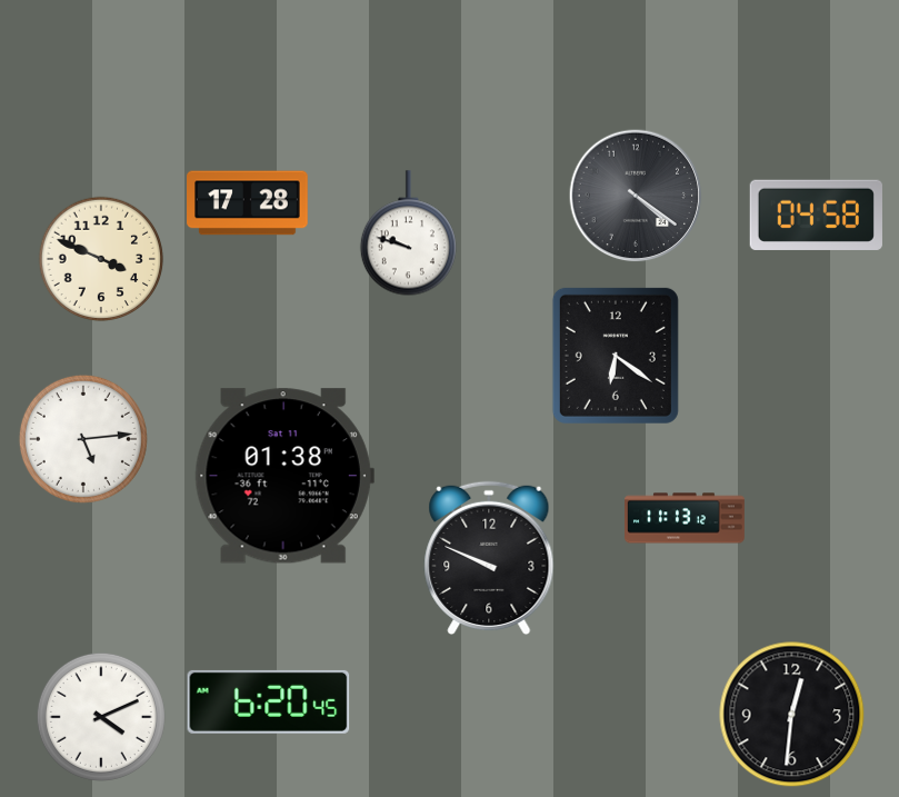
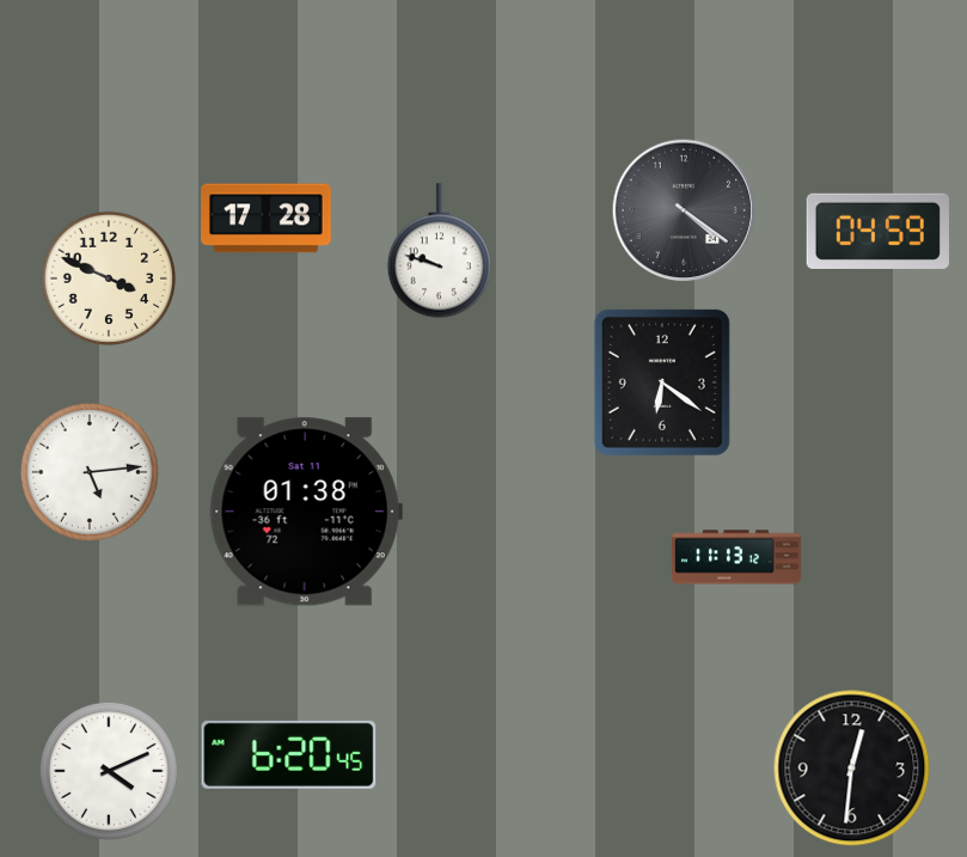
clock at (816, 215): 04:58 -> 04:59
clock at (489, 558): 9:49 -> none
